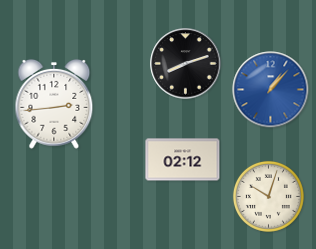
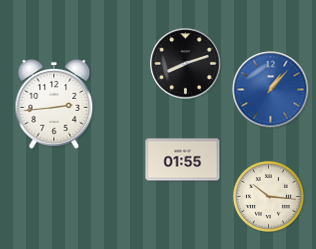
clock at (183, 160): 02:12 -> 01:55
clock at (268, 196): 10:03 -> 10:16
